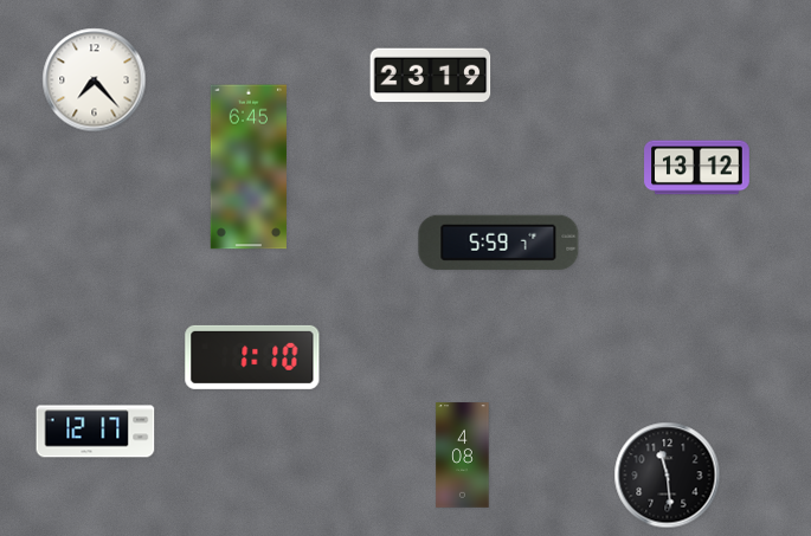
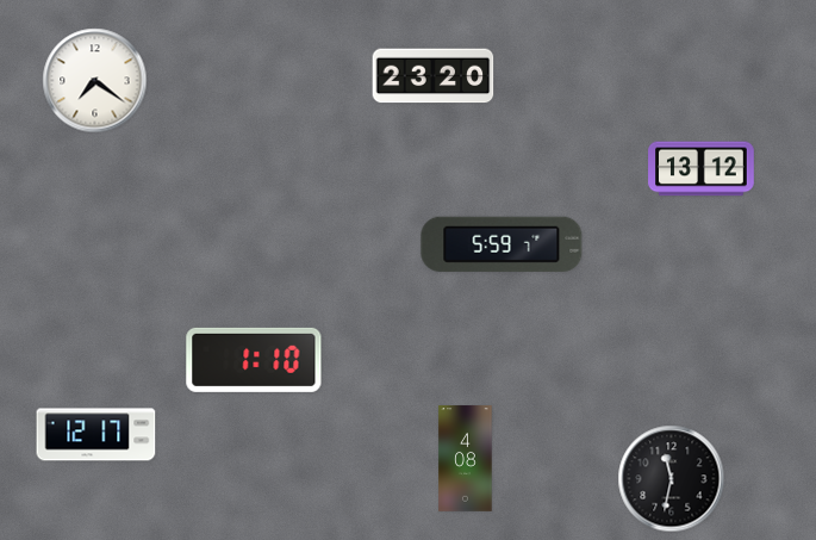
clock at (431, 76): 23:19 -> 23:20
clock at (95, 80): 7:23 -> 7:21
clock at (249, 167): 6:45 -> none
clock at (668, 476): 11:29 -> 11:32
